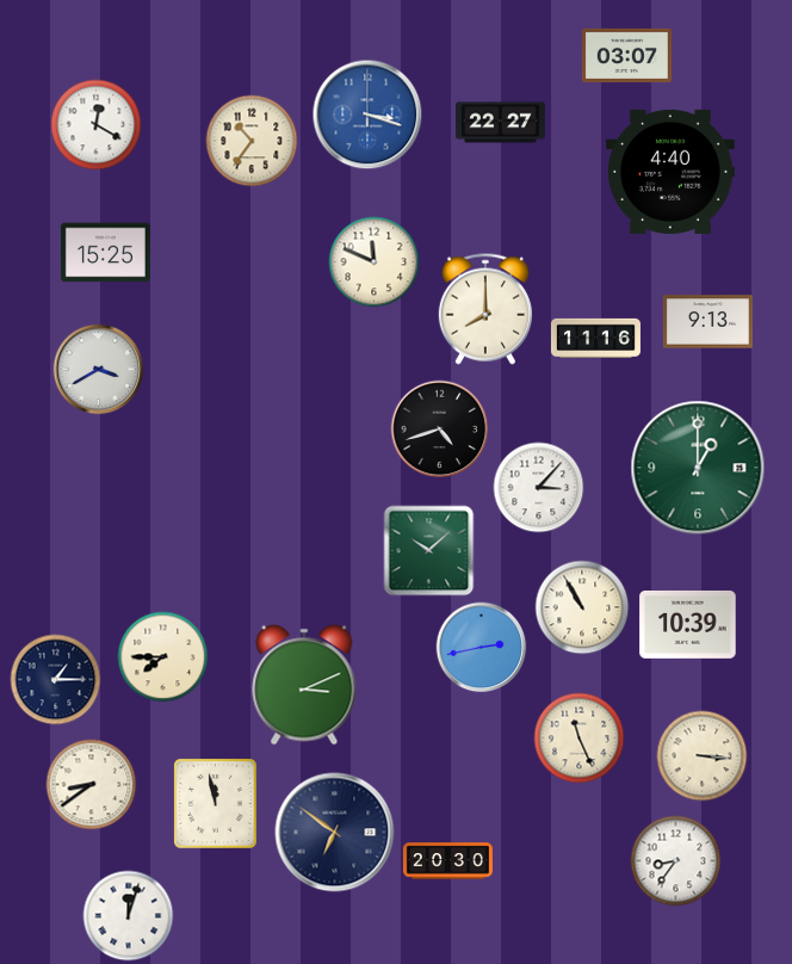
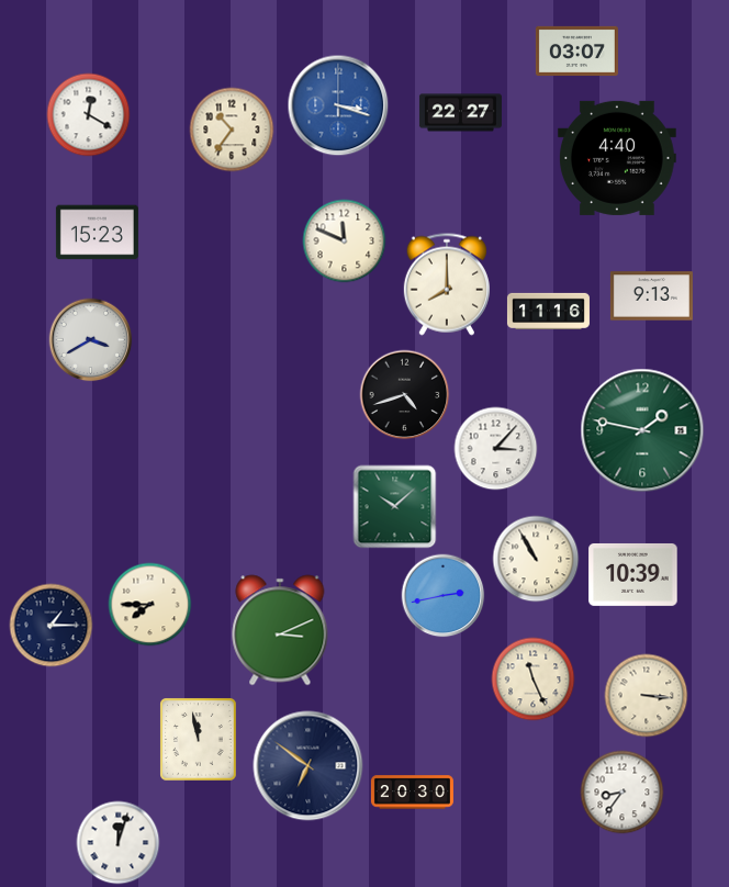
clock at (105, 253): 15:25 -> 15:23
clock at (698, 468): 1:00 -> 1:47
clock at (92, 785): 8:39 -> none
